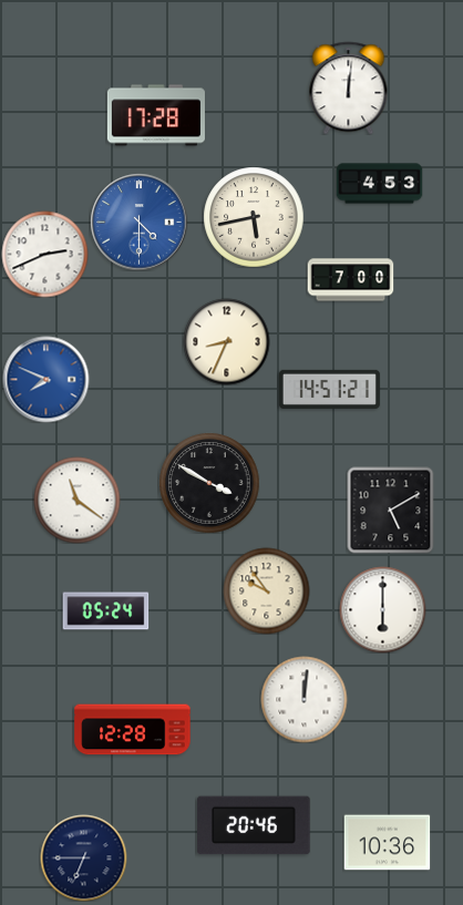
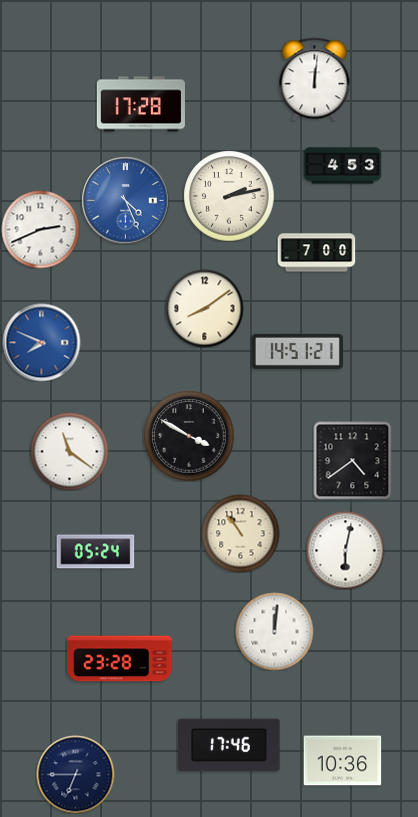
clock at (254, 217): 5:43 -> 2:13
clock at (138, 222): 4:30 -> 4:26
clock at (226, 341): 8:34 -> 8:09
clock at (390, 510): 5:10 -> 4:39
clock at (266, 590): 9:54 -> 10:54
clock at (382, 609): 6:00 -> 6:02
clock at (133, 730): 12:28 -> 23:28
clock at (254, 825): 20:46 -> 17:46
clock at (387, 843) position: (387, 843) -> (342, 761)
